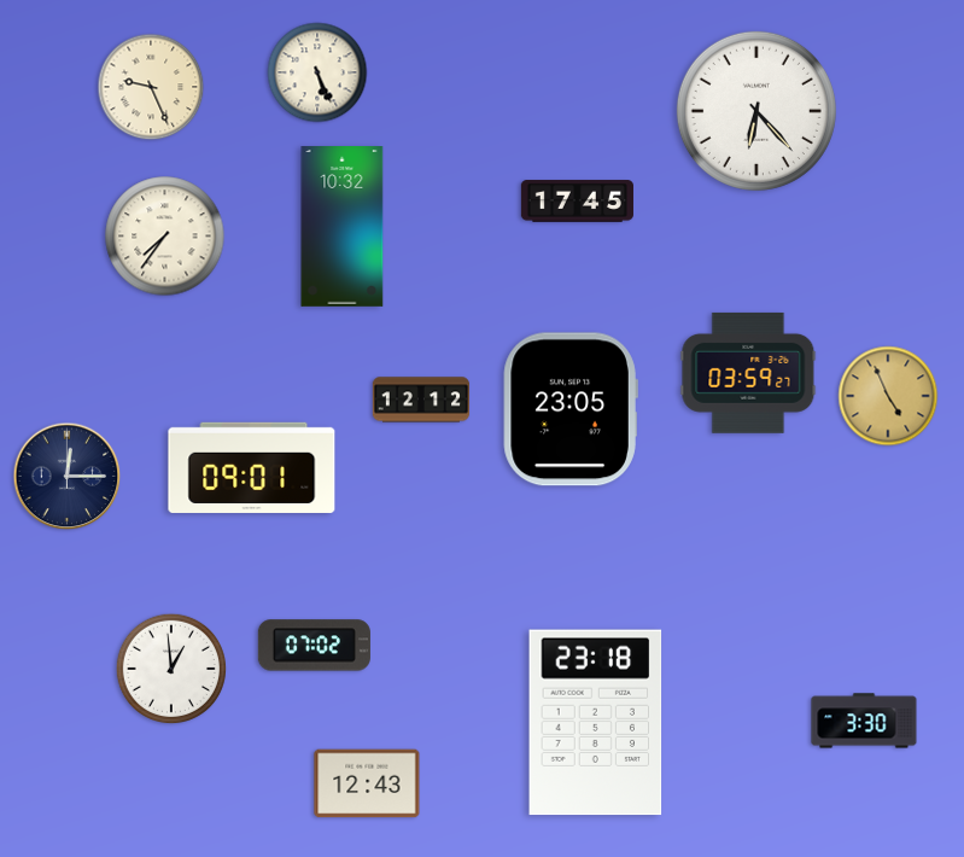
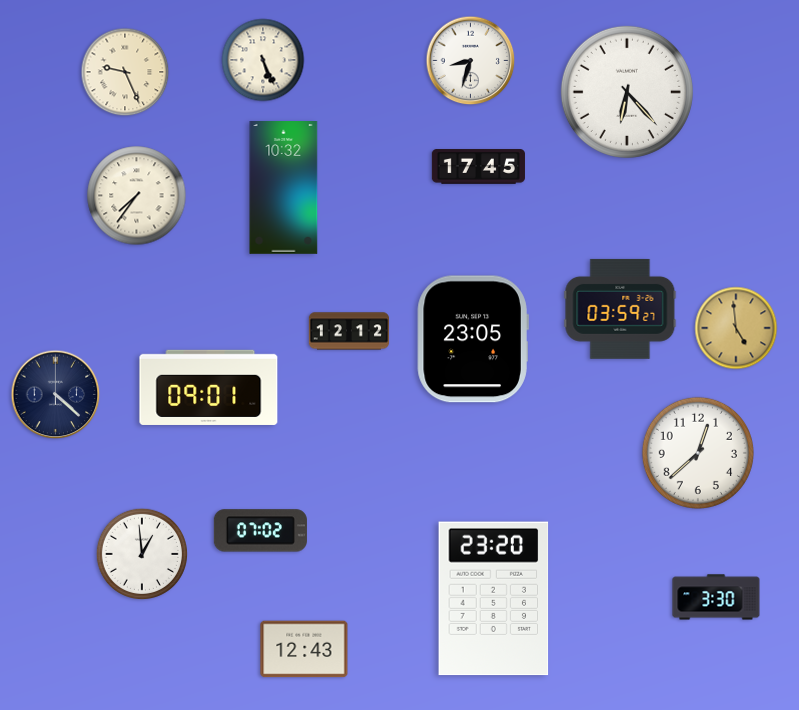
clock at (471, 61): none -> 8:33
clock at (888, 396): 4:56 -> 4:59
clock at (68, 477): 12:15 -> 4:22
clock at (698, 453): none -> 12:38
clock at (314, 646) position: (314, 646) -> (260, 531)
clock at (596, 723): 23:18 -> 23:20
